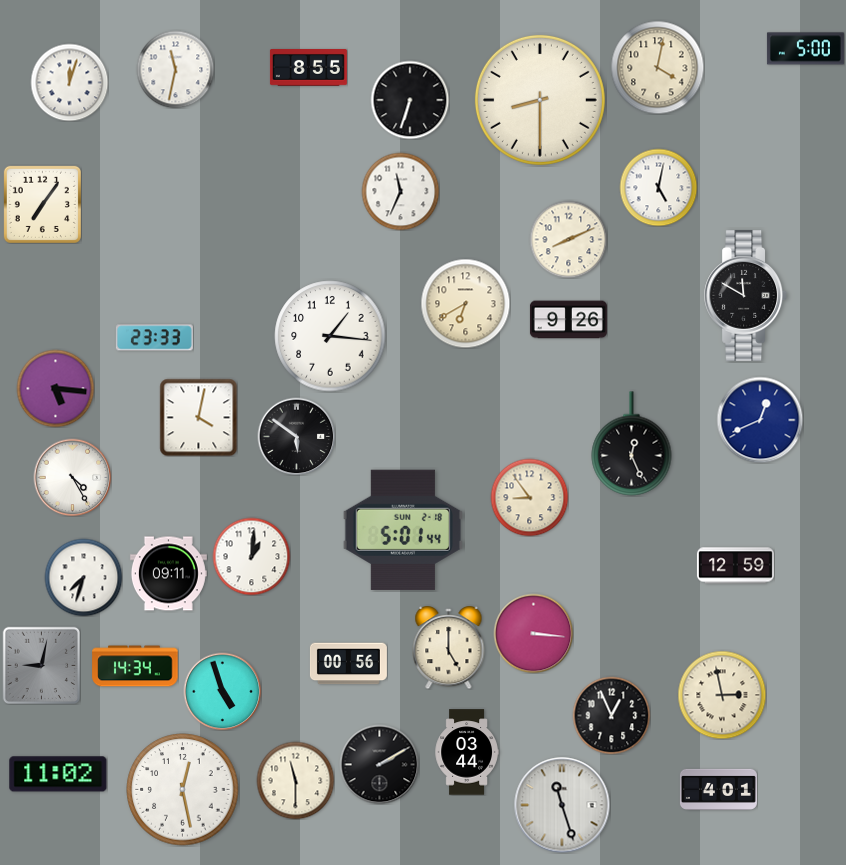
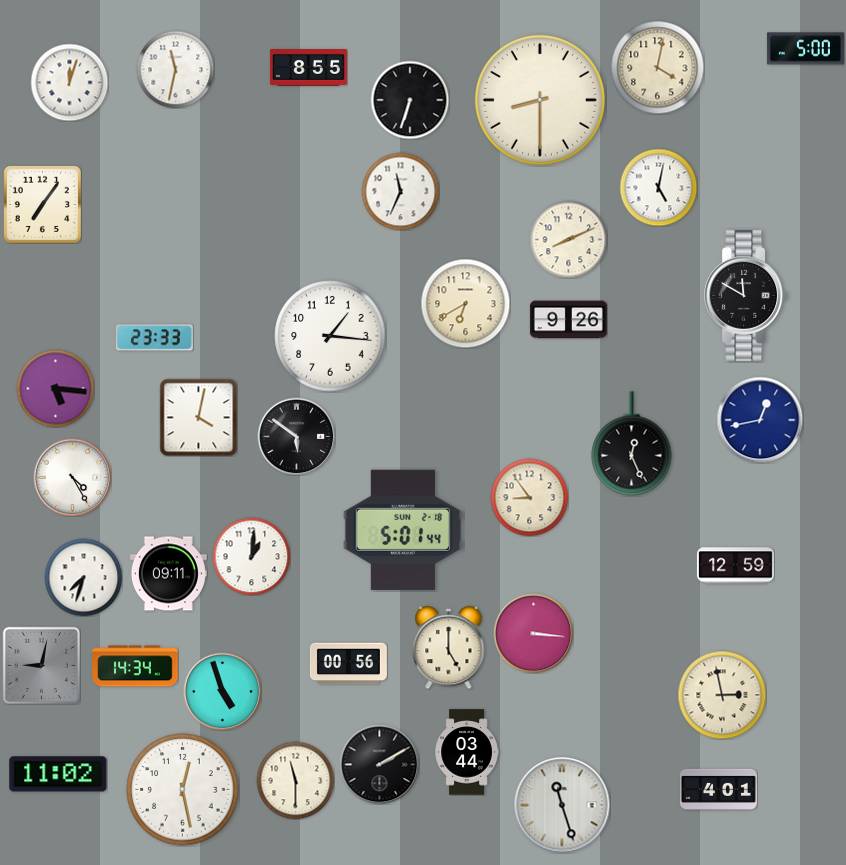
clock at (760, 420): 12:41 -> 12:43
clock at (611, 715): 12:56 -> none
